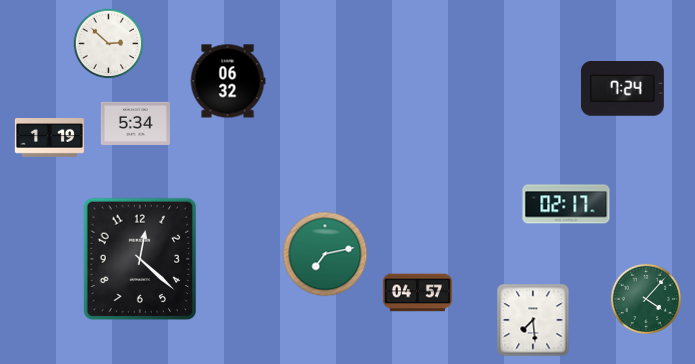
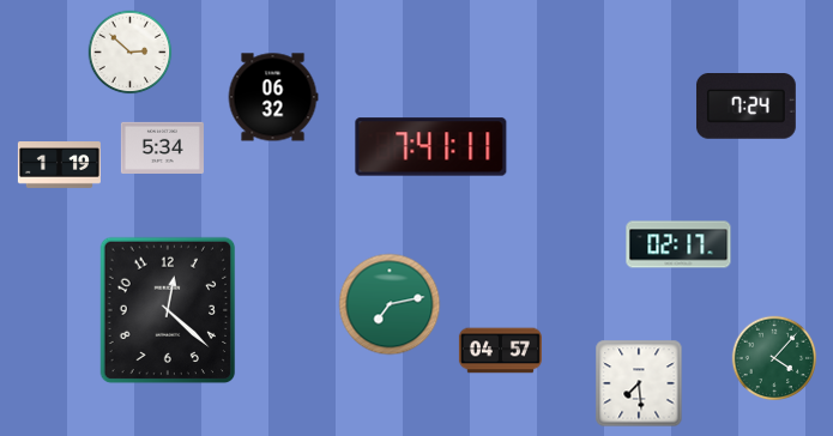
clock at (431, 147): none -> 7:41
